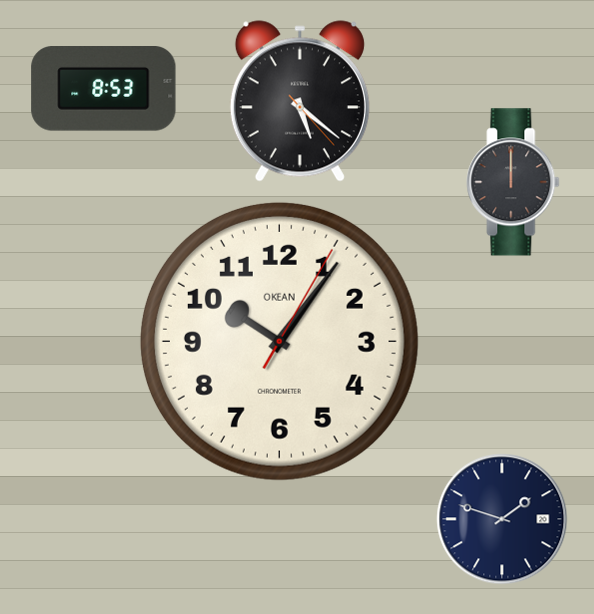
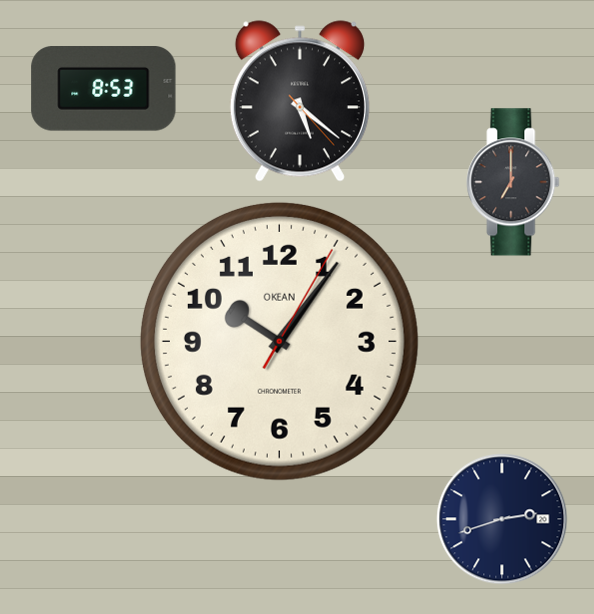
clock at (513, 182): 12:00 -> 7:00
clock at (502, 519): 1:48 -> 2:42
